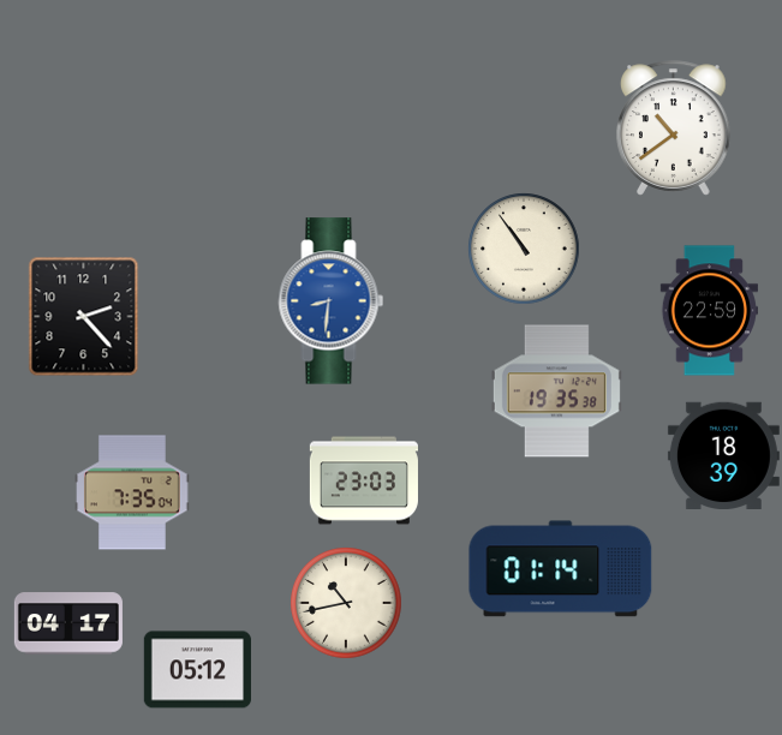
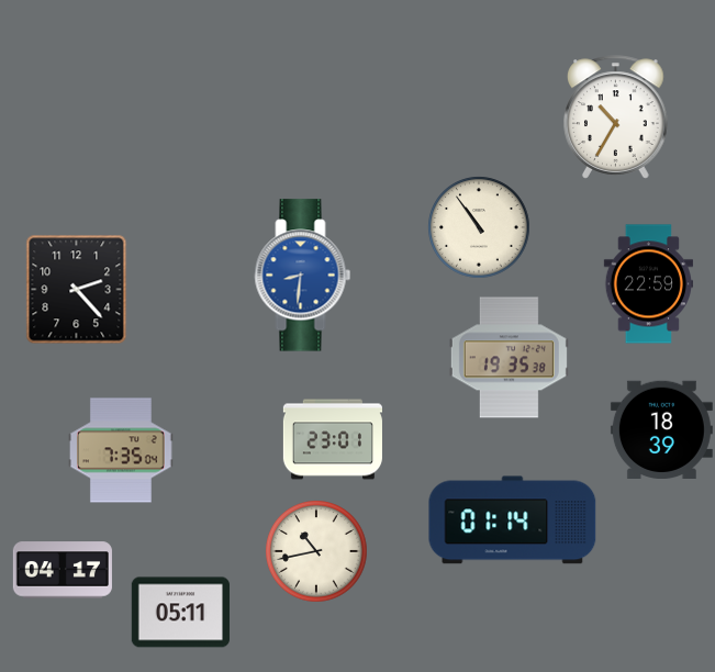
clock at (674, 129): 10:39 -> 10:35
clock at (723, 455) position: (723, 455) -> (661, 429)
clock at (364, 480): 23:03 -> 23:01
clock at (197, 670): 05:12 -> 05:11
